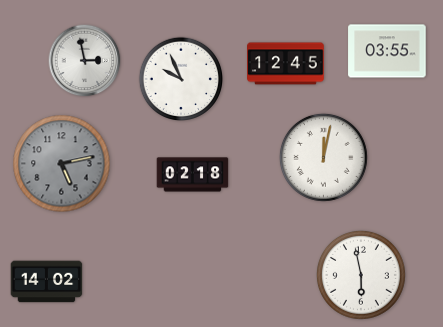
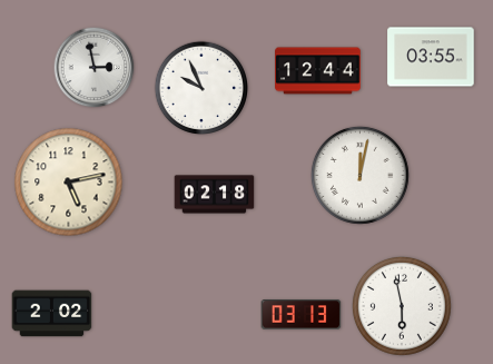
clock at (286, 64): 12:45 -> 12:44
clock at (62, 164) dial: grey -> cream
clock at (47, 282): 14:02 -> 2:02
clock at (302, 315): none -> 03:13
